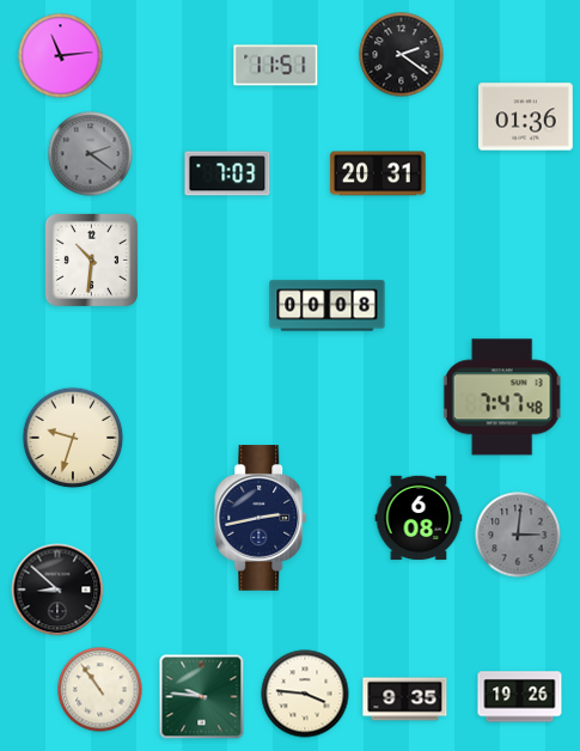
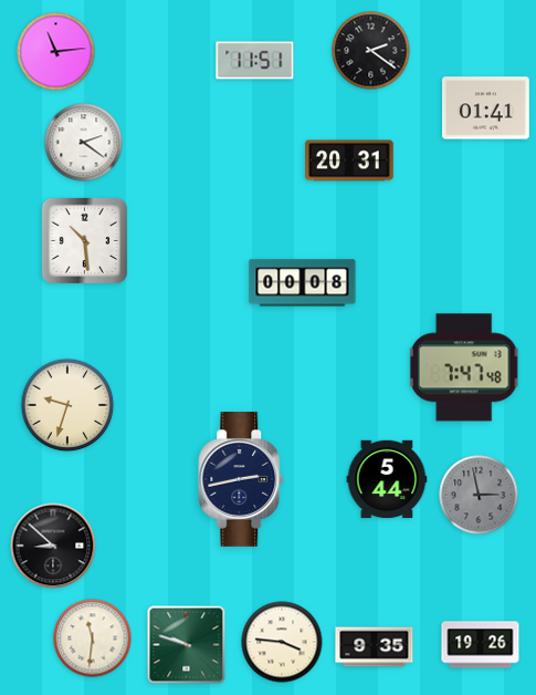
clock at (526, 117): 01:36 -> 01:41
clock at (91, 154) dial: grey -> white
clock at (227, 173): 7:03 -> none
clock at (91, 260): 10:31 -> 10:29
clock at (419, 518): 6:08 -> 5:44
clock at (518, 535): 3:01 -> 2:58
clock at (100, 690): 10:54 -> 11:31
clock at (202, 697): 9:46 -> 9:48
